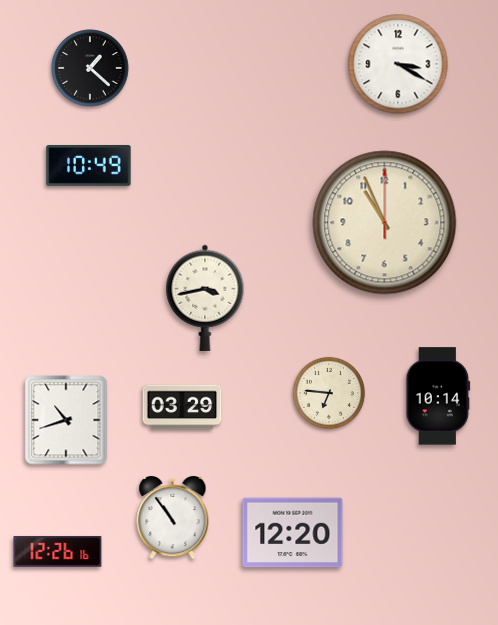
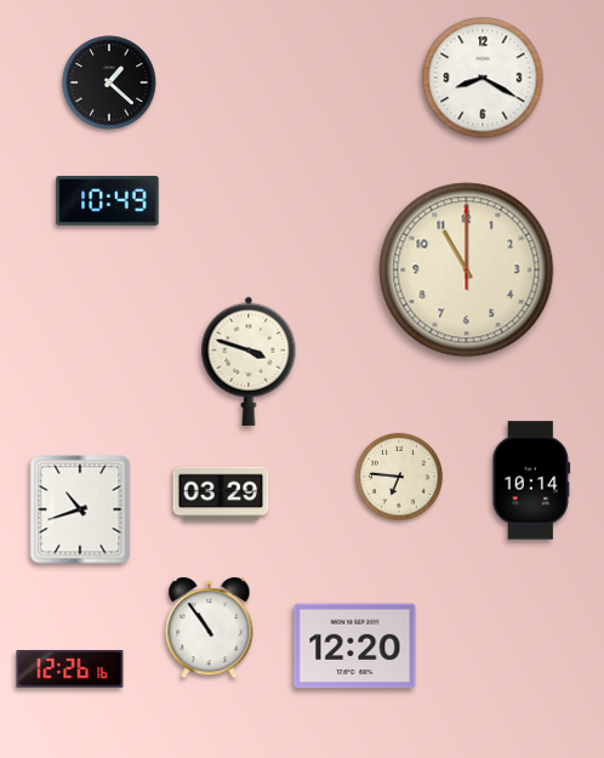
clock at (398, 64): 3:20 -> 8:20
clock at (385, 223): 10:56 -> 11:00
clock at (205, 298): 3:43 -> 3:48
